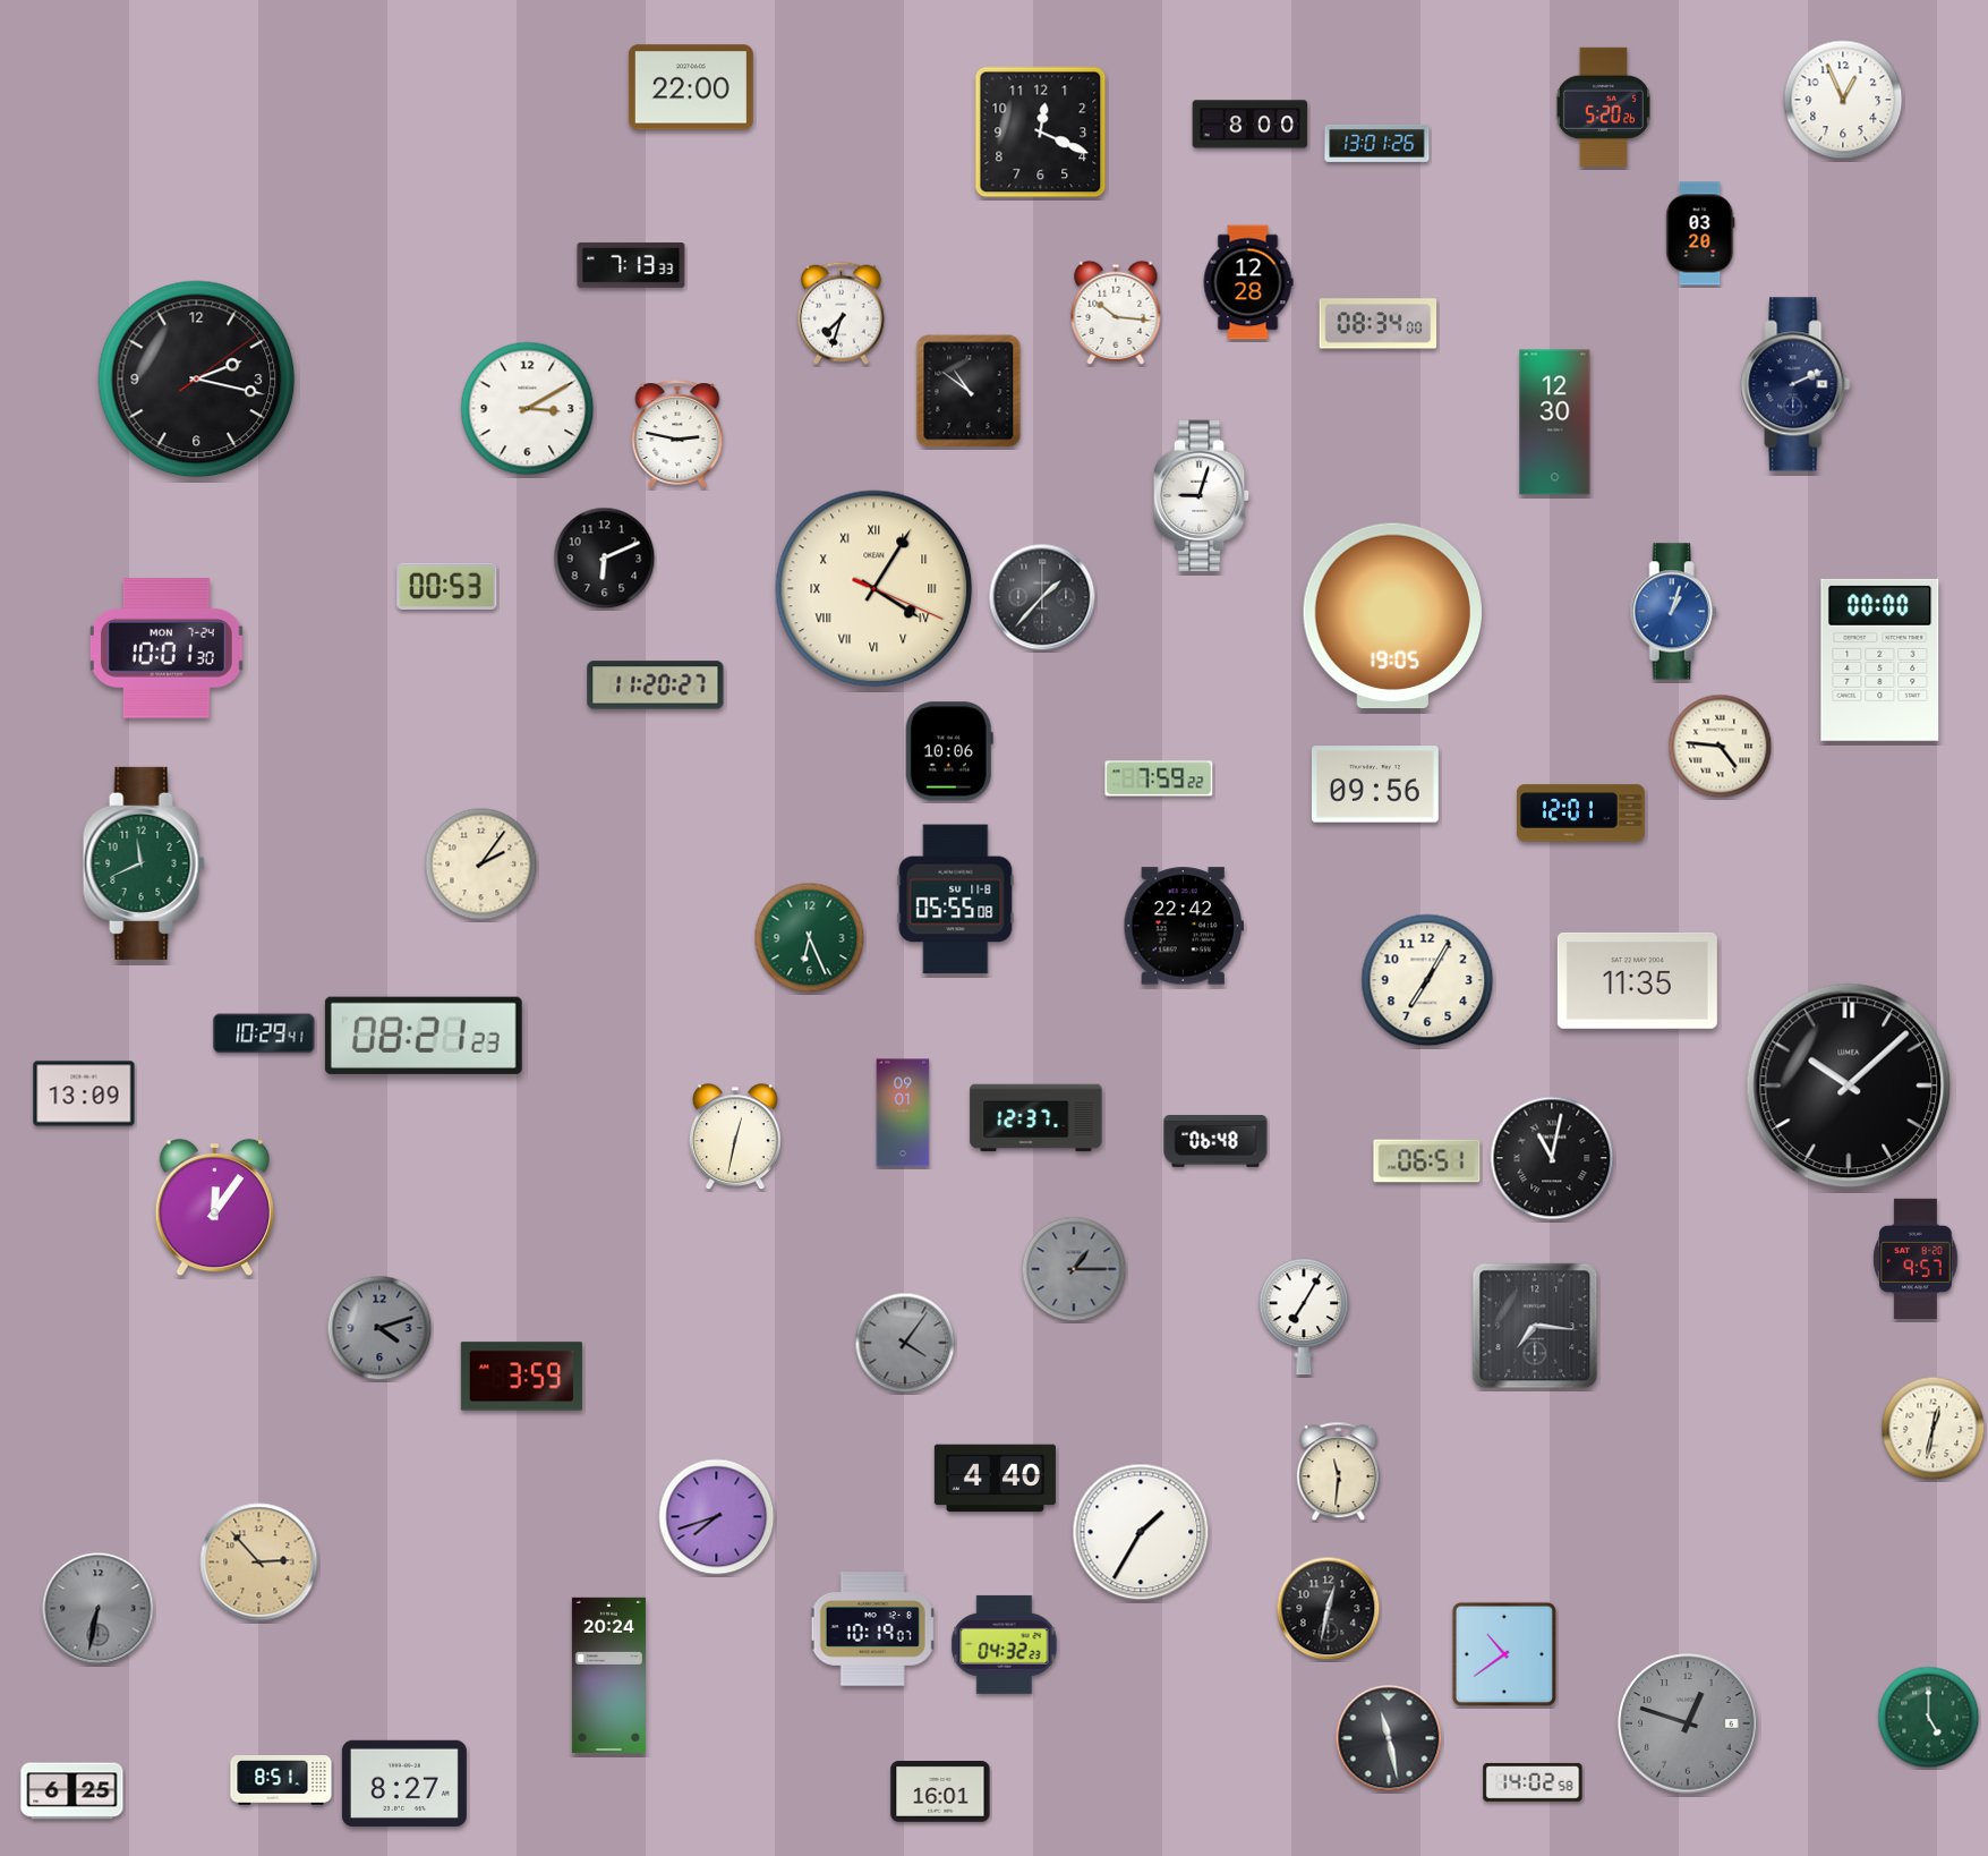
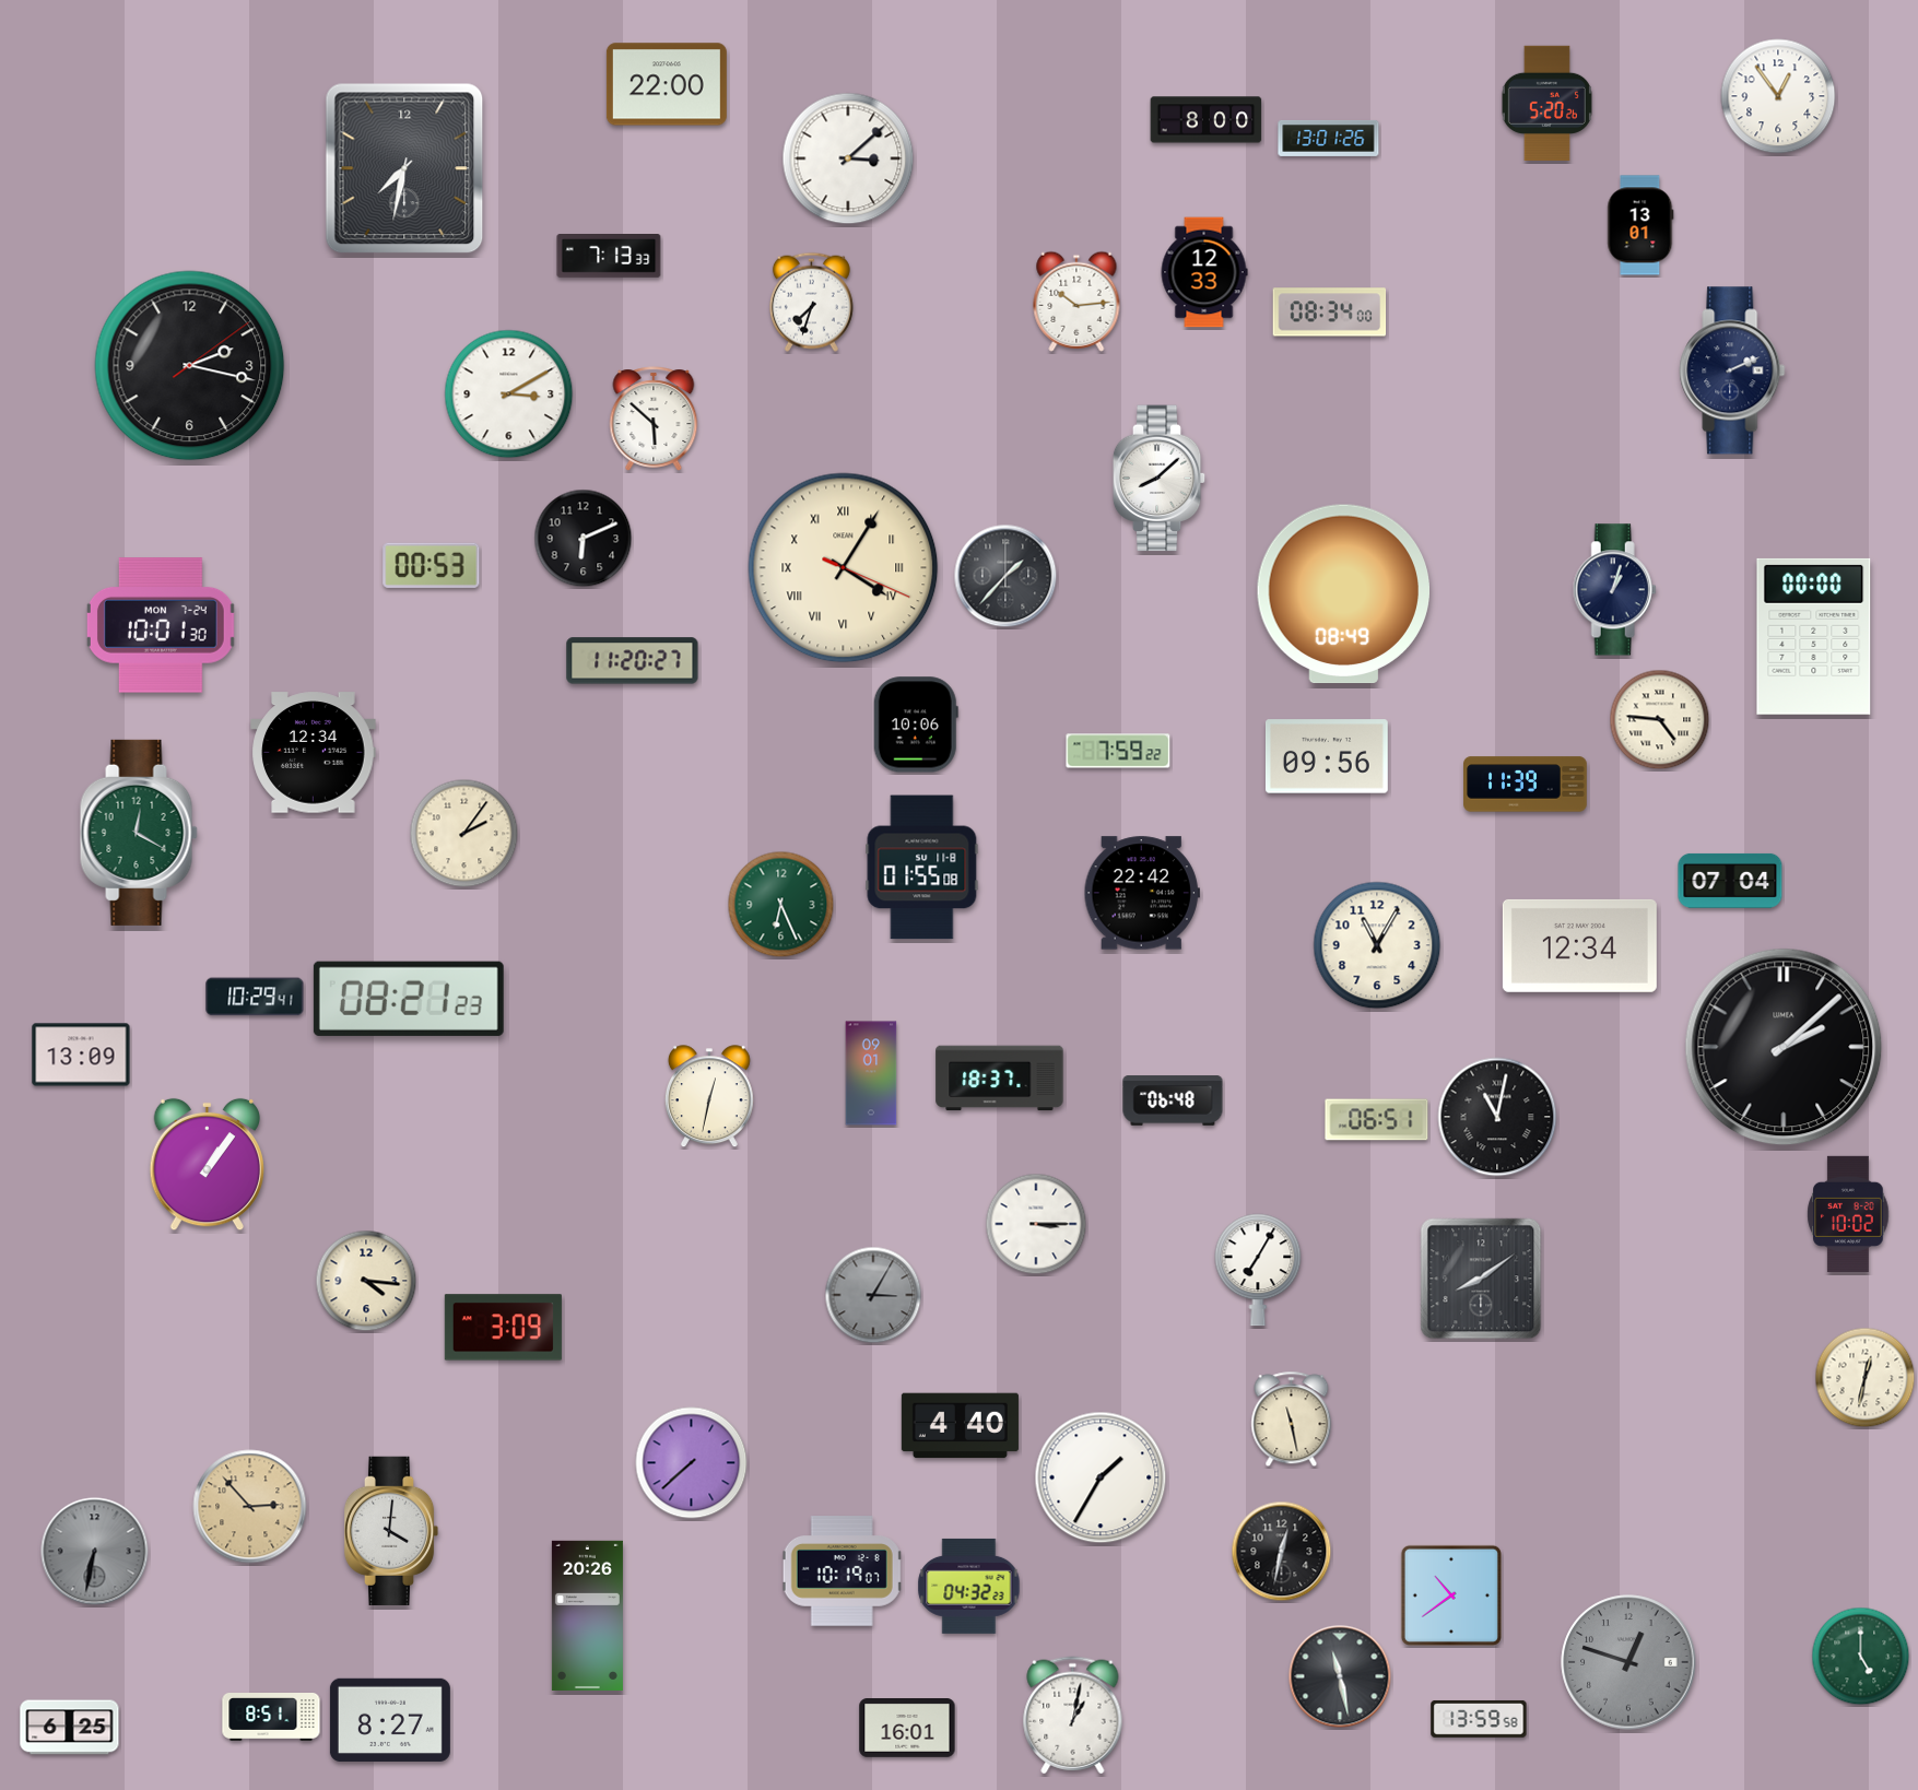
clock at (1843, 100): 12:56 -> 12:54
clock at (1041, 133): 12:19 -> none
clock at (848, 158): none -> 3:08
clock at (404, 168): none -> 7:32
clock at (1700, 233): 03:20 -> 13:01
clock at (1248, 282): 12:28 -> 12:33
clock at (1116, 313): 10:16 -> 10:14
clock at (969, 391): 10:51 -> none
clock at (1555, 423): 12:30 -> none
clock at (677, 434): 2:47 -> 5:52
clock at (1202, 496): 9:03 -> 8:08
clock at (1673, 612) dial: blue -> navy
clock at (1392, 616): 19:05 -> 08:49
clock at (314, 753): none -> 12:34
clock at (1581, 814): 12:01 -> 11:39
clock at (144, 863): 11:41 -> 12:20
clock at (956, 900): 05:55 -> 01:55
clock at (1730, 881): none -> 07:04
clock at (1427, 980): 7:05 -> 11:05
clock at (1637, 980): 11:35 -> 12:34
clock at (1849, 1085): 10:08 -> 2:08
clock at (1036, 1118): 12:37 -> 18:37
clock at (214, 1208): 12:06 -> 1:06
clock at (1916, 1259): 9:57 -> 10:02
clock at (1074, 1269): 1:15 -> 3:15
clock at (1074, 1269) dial: grey -> white
clock at (1535, 1326): 7:16 -> 8:09
clock at (379, 1328): 4:12 -> 4:16
clock at (379, 1328) dial: grey -> cream
clock at (905, 1343): 4:06 -> 3:05
clock at (521, 1377): 3:59 -> 3:09
clock at (1339, 1472): 11:31 -> 11:28
clock at (717, 1517): 7:42 -> 7:38
clock at (391, 1531): none -> 4:01
clock at (608, 1675): 20:24 -> 20:26
clock at (1073, 1716): none -> 1:02
clock at (1533, 1782): 14:02 -> 13:59
